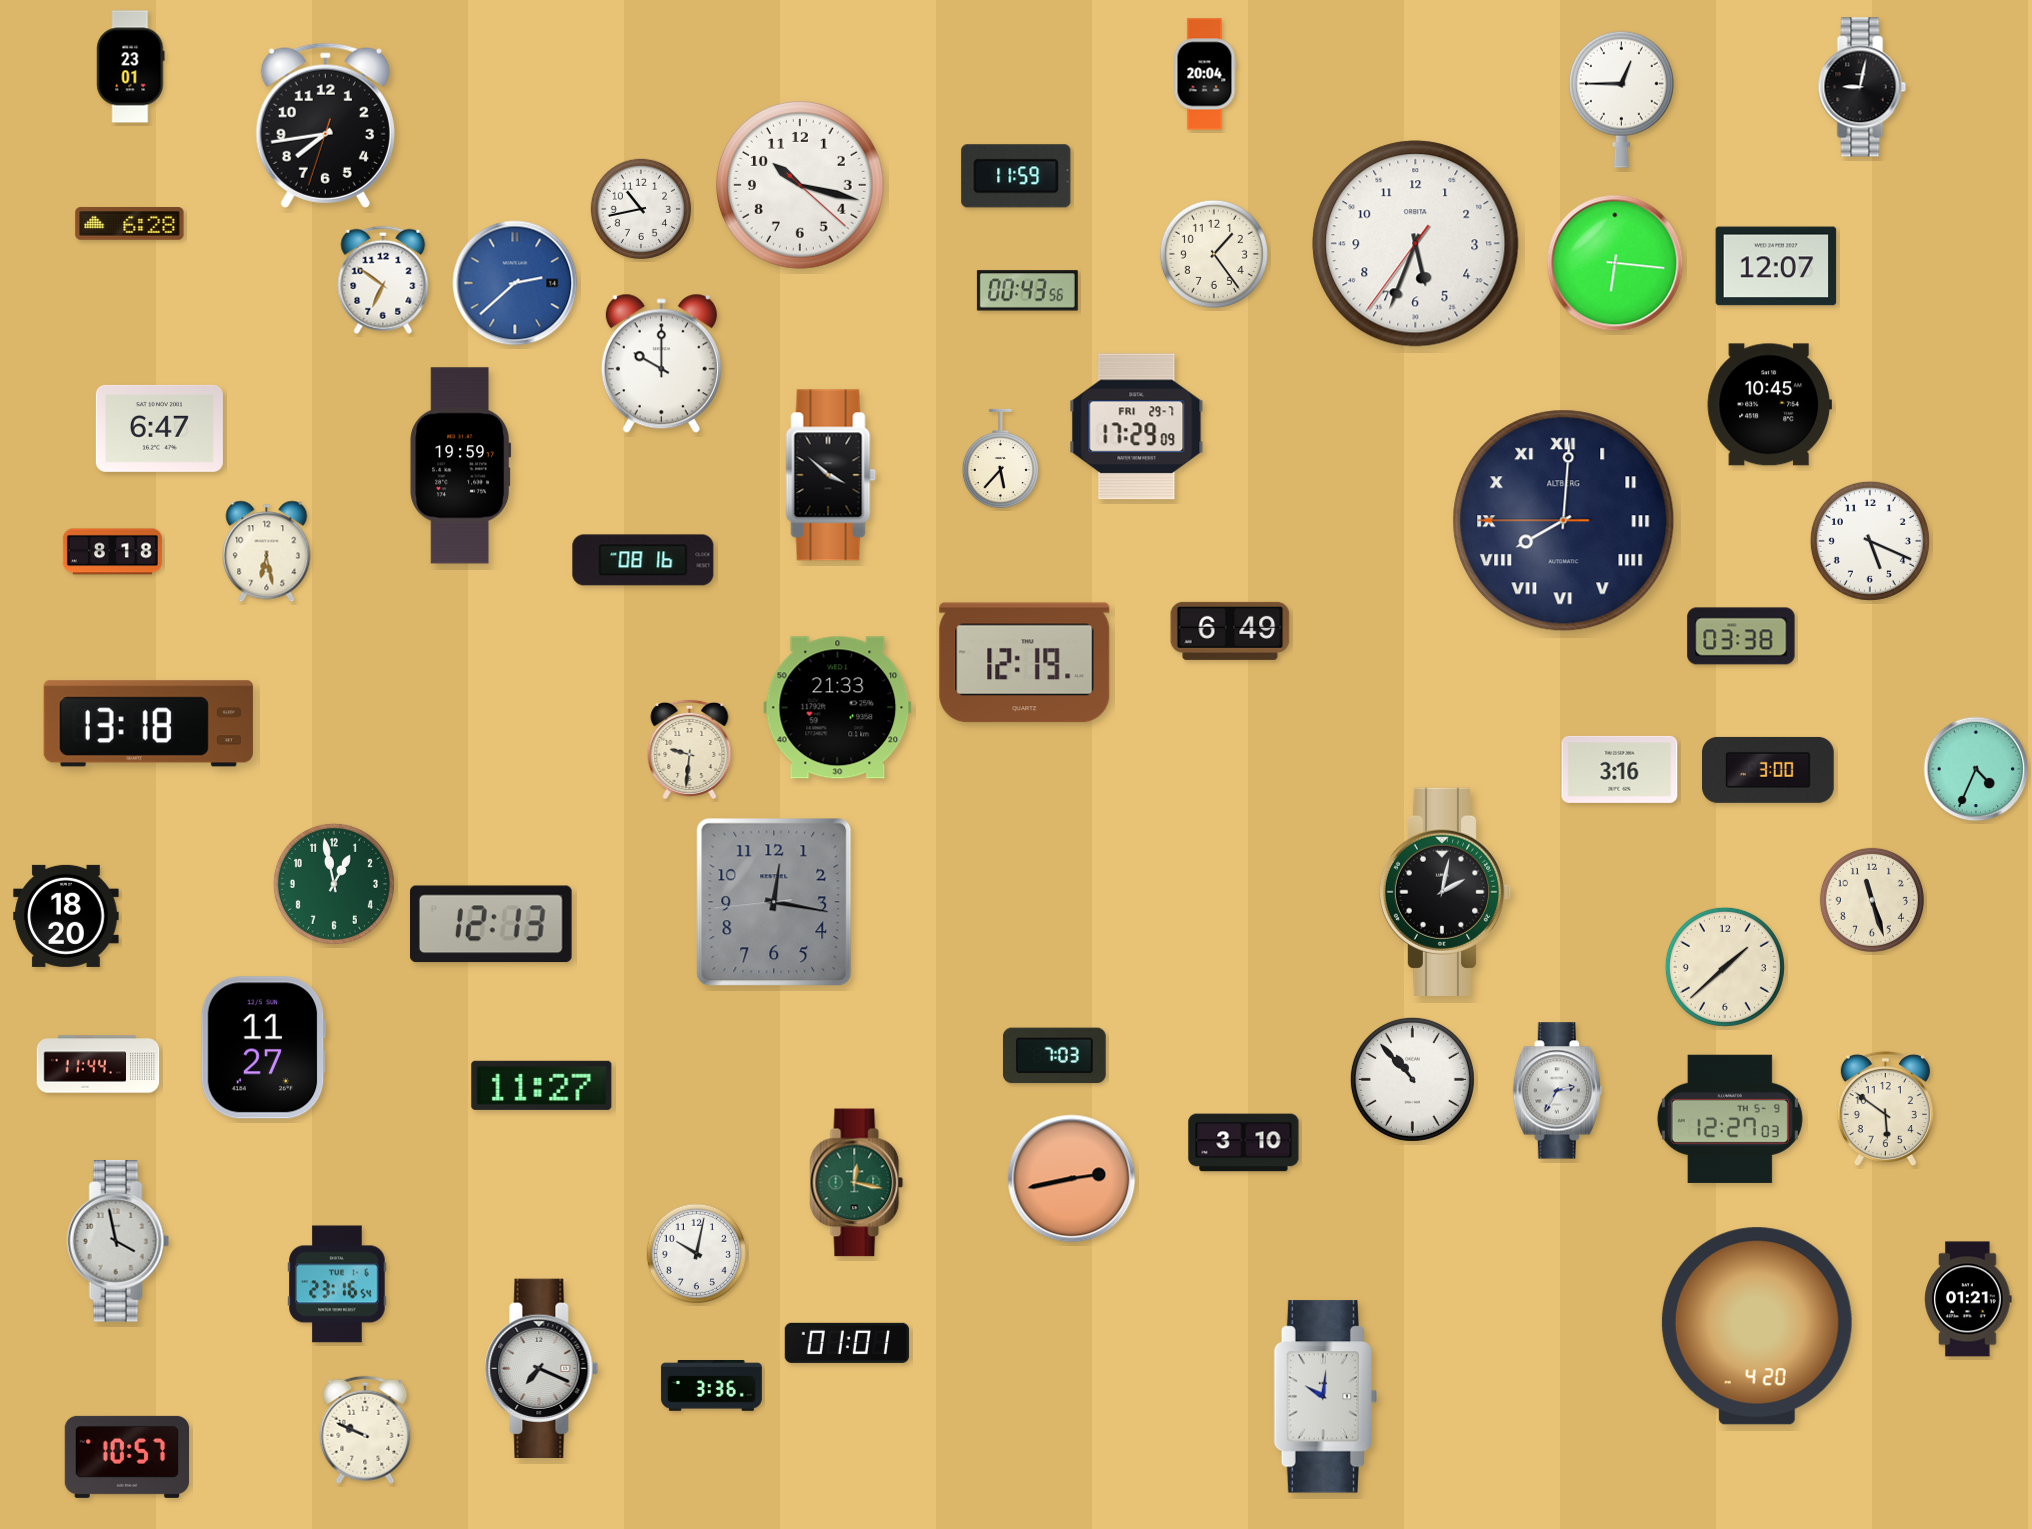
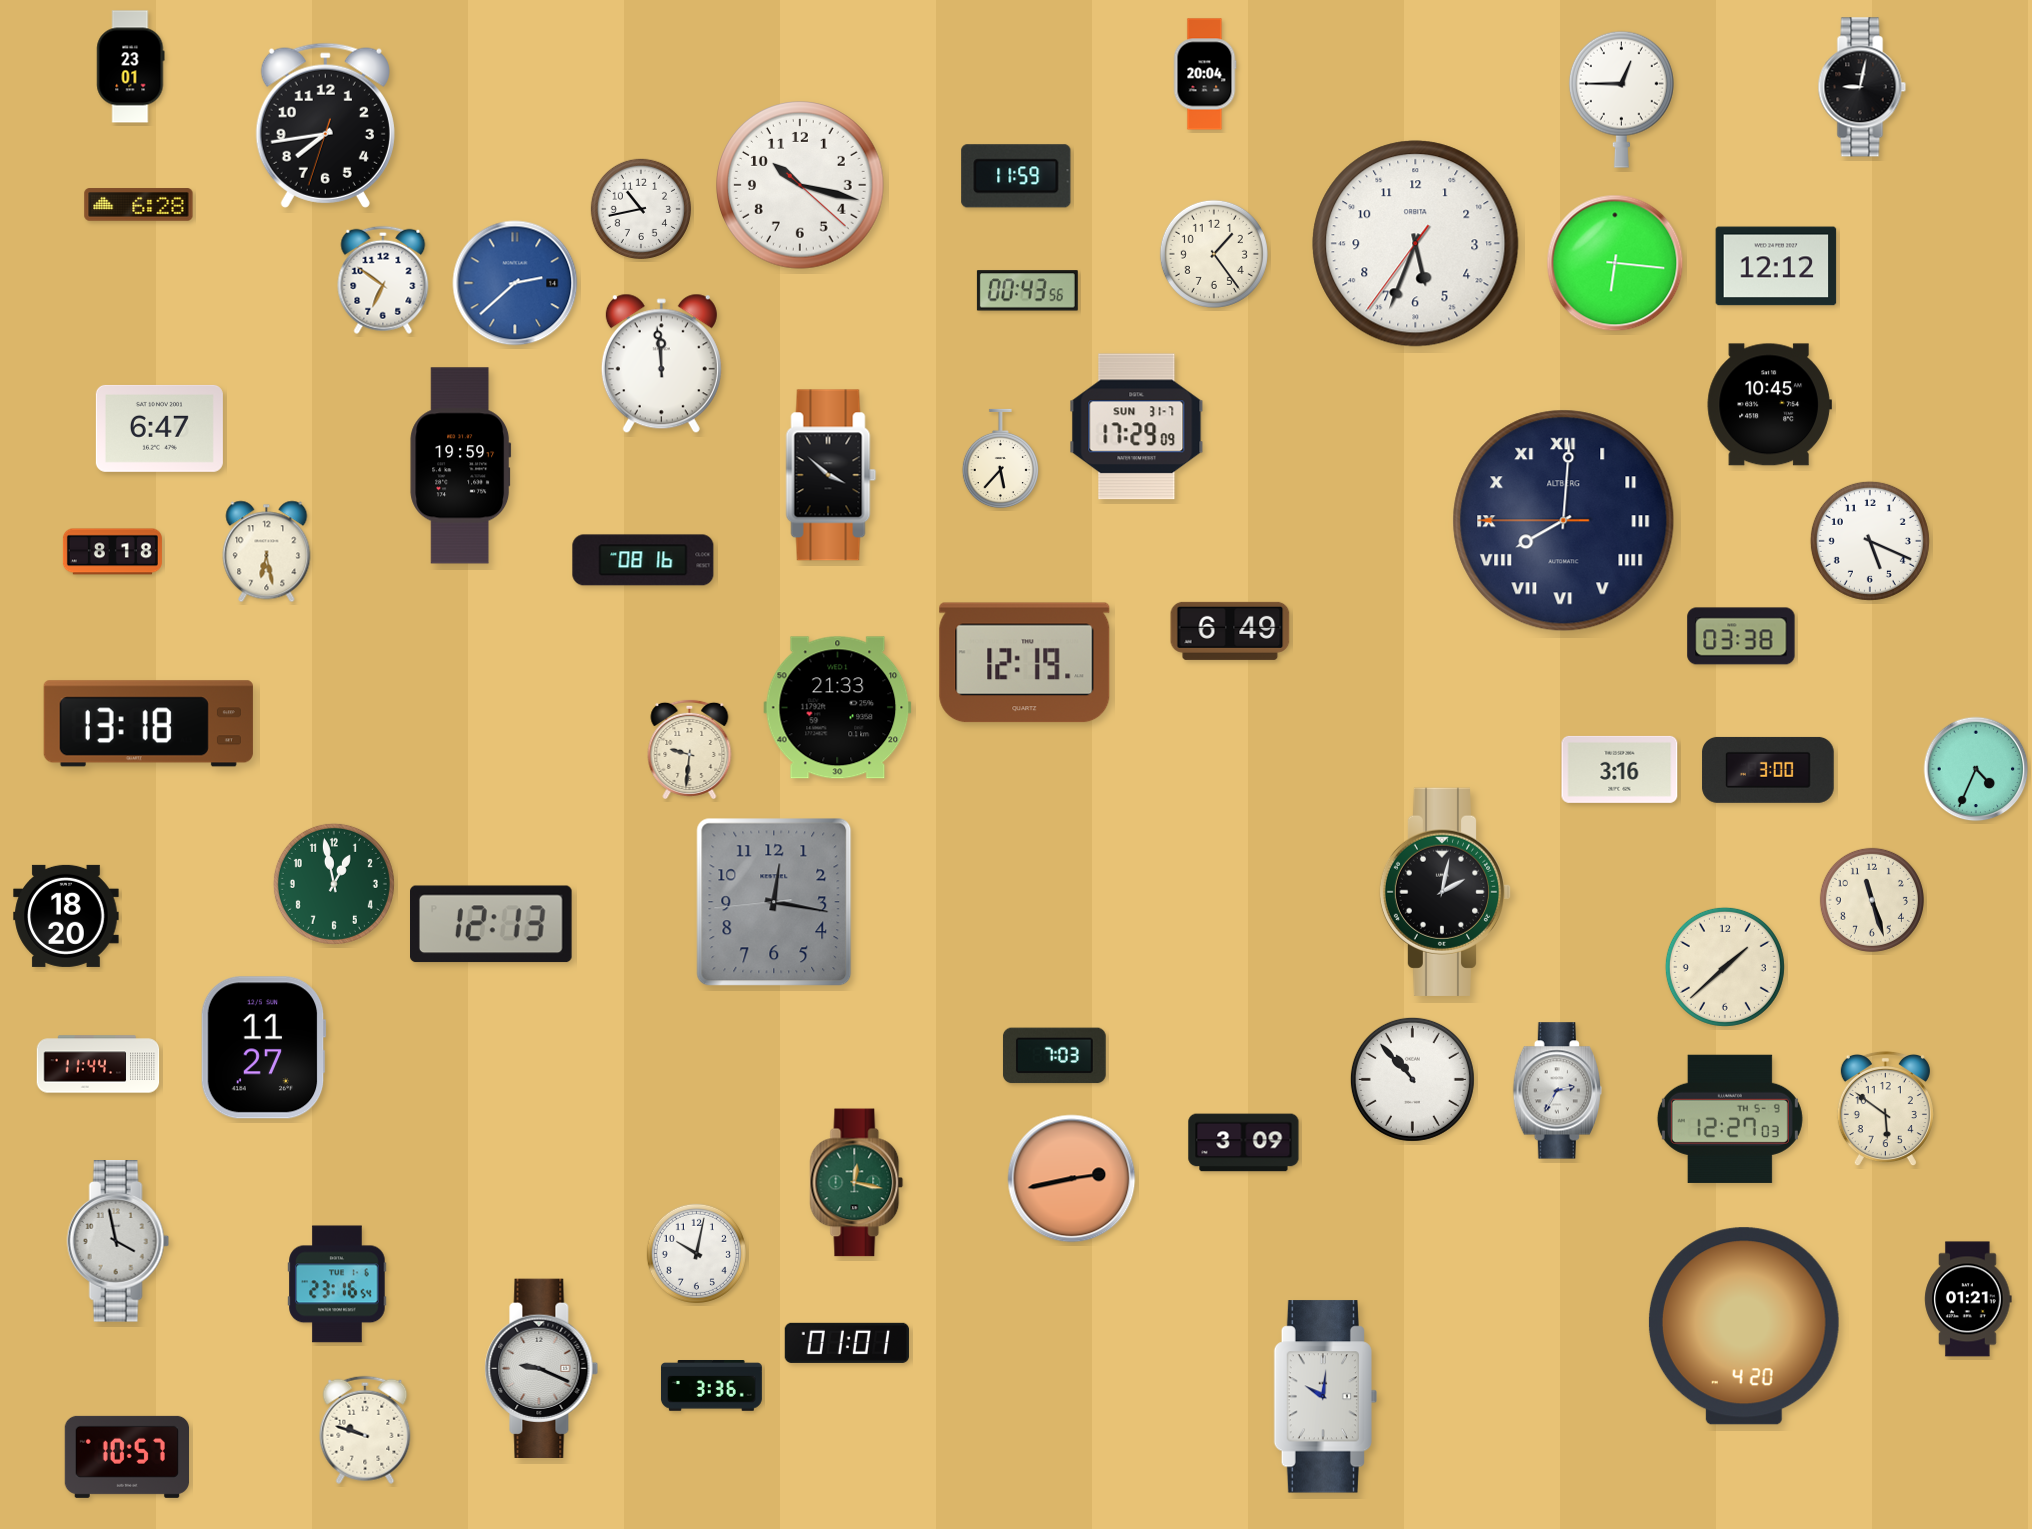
clock at (130, 224) position: (130, 224) -> (139, 205)
clock at (1776, 266): 12:07 -> 12:12
clock at (661, 364): 10:00 -> 11:59
clock at (1137, 427) date: FRI 29-7 -> SUN 31-7
clock at (542, 1085): 11:27 -> none
clock at (1244, 1143): 3:10 -> 3:09
clock at (1757, 1326) position: (1757, 1326) -> (1744, 1326)
clock at (542, 1368): 7:19 -> 9:19
clock at (365, 1430): 9:49 -> 9:48
